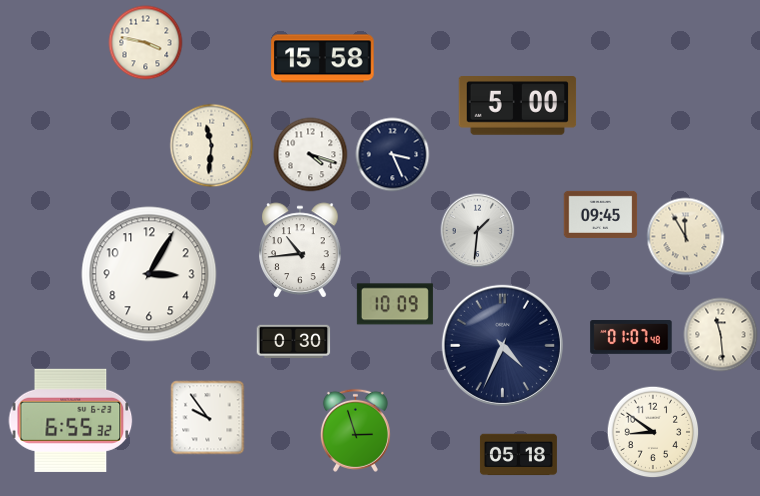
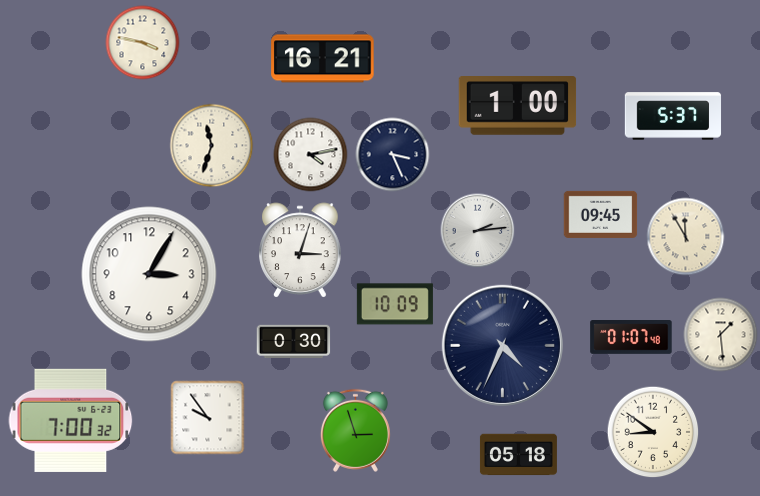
clock at (146, 43) position: (146, 43) -> (143, 43)
clock at (323, 59): 15:58 -> 16:21
clock at (518, 106): 5:00 -> 1:00
clock at (673, 116): none -> 5:37
clock at (212, 146): 11:31 -> 11:33
clock at (311, 155): 4:18 -> 4:13
clock at (478, 231): 1:31 -> 2:14
clock at (300, 250): 10:44 -> 3:03
clock at (721, 335): 11:29 -> 1:29
clock at (71, 420): 6:55 -> 7:00
